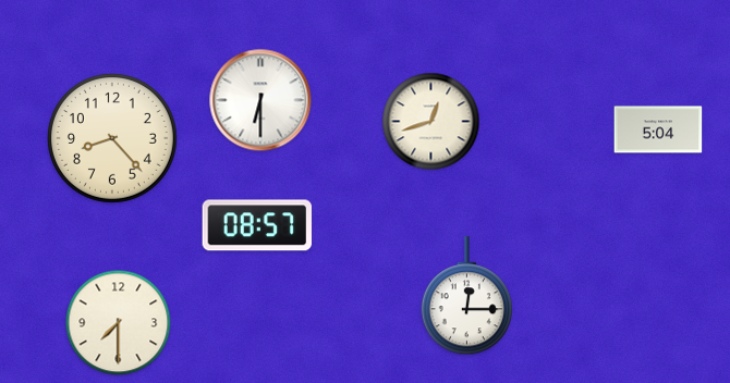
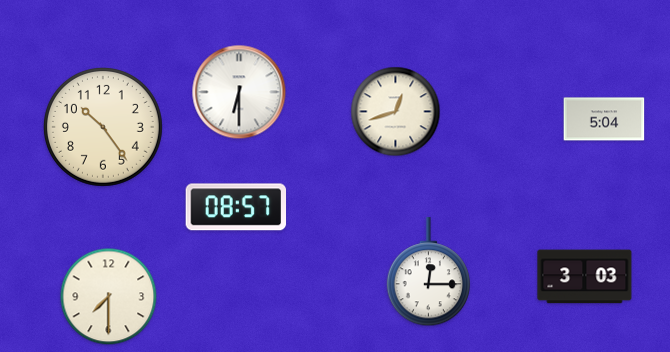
clock at (112, 138): 8:23 -> 10:24
clock at (585, 277): none -> 3:03
